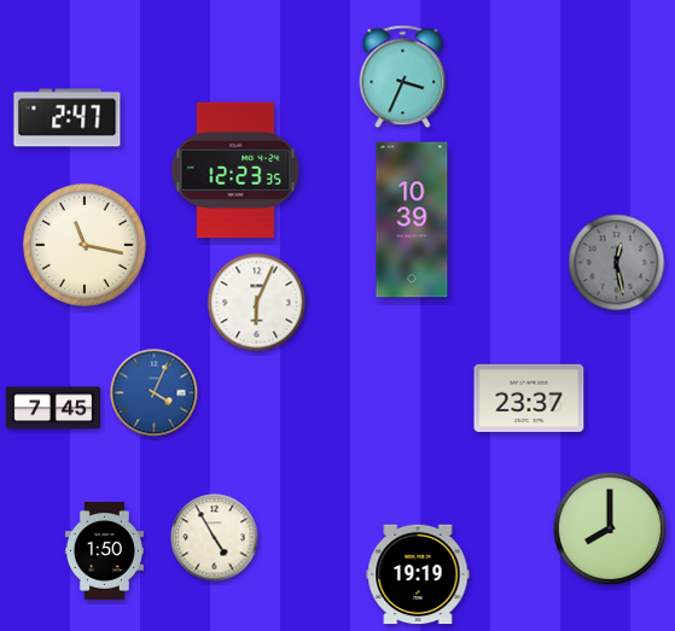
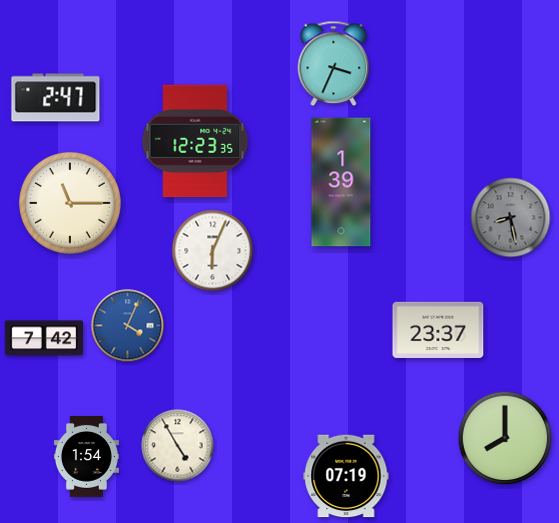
clock at (412, 220): 10:39 -> 1:39
clock at (85, 245): 11:17 -> 11:15
clock at (617, 263): 12:28 -> 8:28
clock at (52, 408): 7:45 -> 7:42
clock at (104, 551): 1:50 -> 1:54
clock at (418, 574): 19:19 -> 07:19
